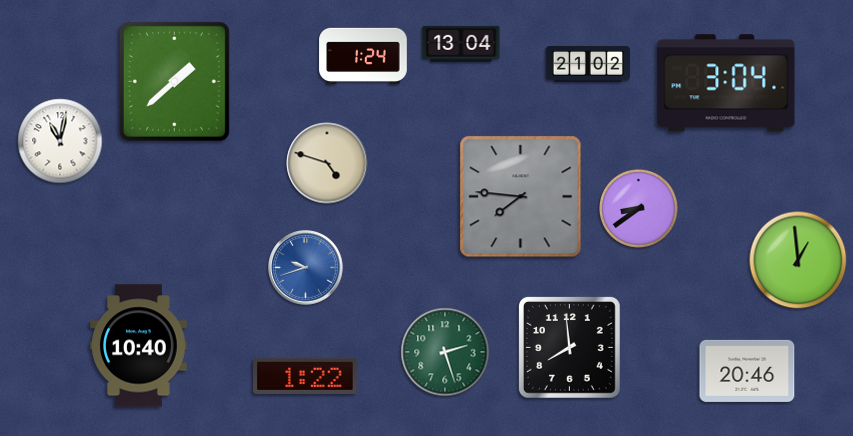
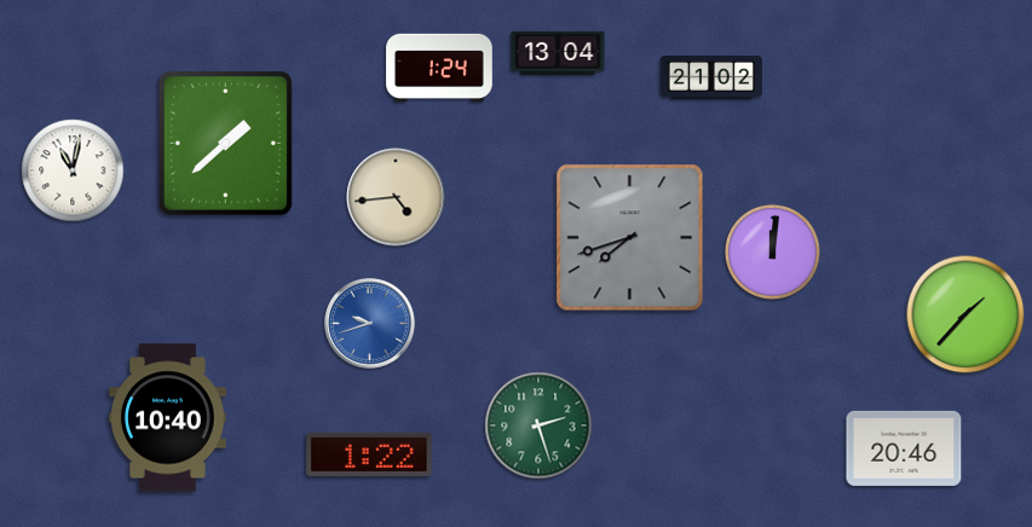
clock at (174, 81) position: (174, 81) -> (225, 143)
clock at (726, 83): 3:04 -> none
clock at (327, 163): 4:48 -> 4:44
clock at (521, 197): 7:46 -> 7:42
clock at (639, 209): 8:39 -> 12:01
clock at (798, 260): 12:59 -> 1:37
clock at (569, 347): 7:59 -> none
